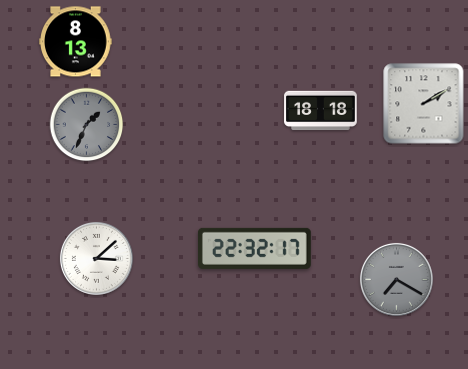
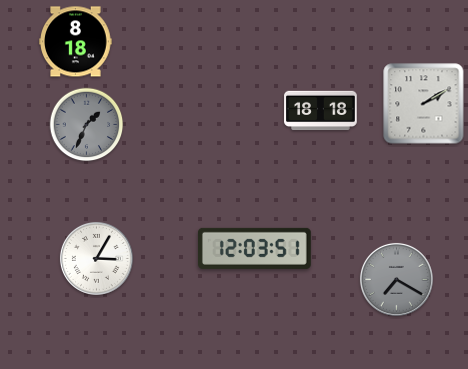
clock at (76, 42): 8:13 -> 8:18
clock at (255, 248): 22:32 -> 12:03
clock at (96, 258): 3:08 -> 3:05
